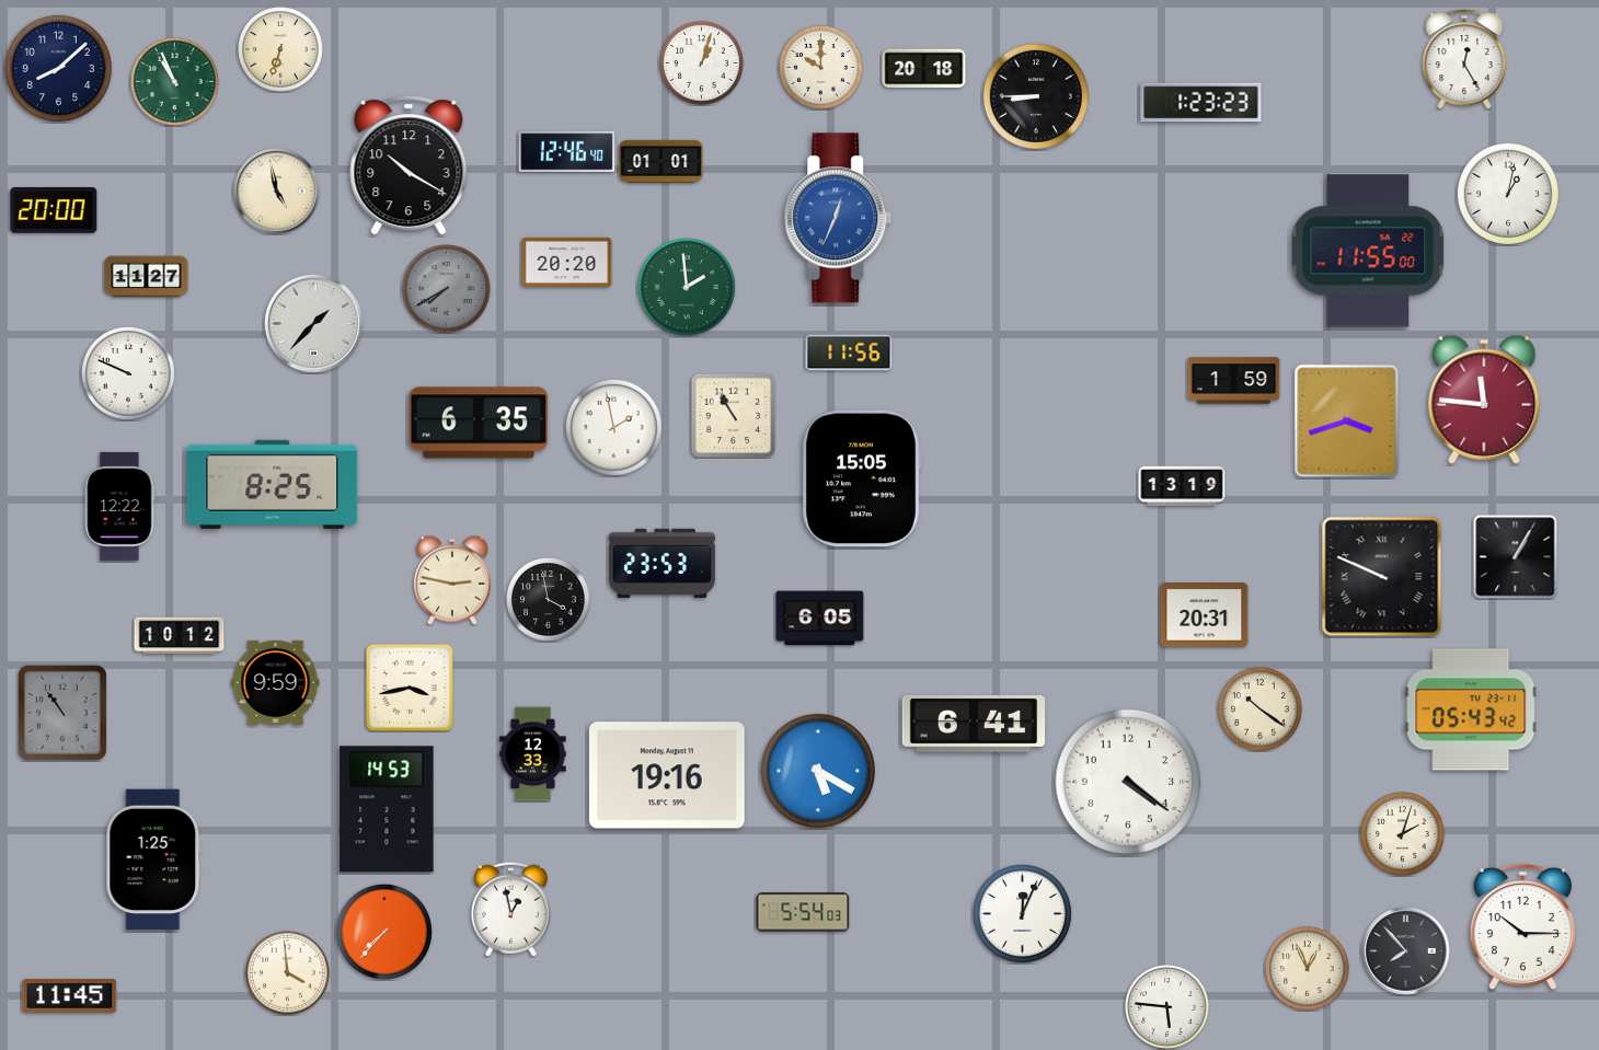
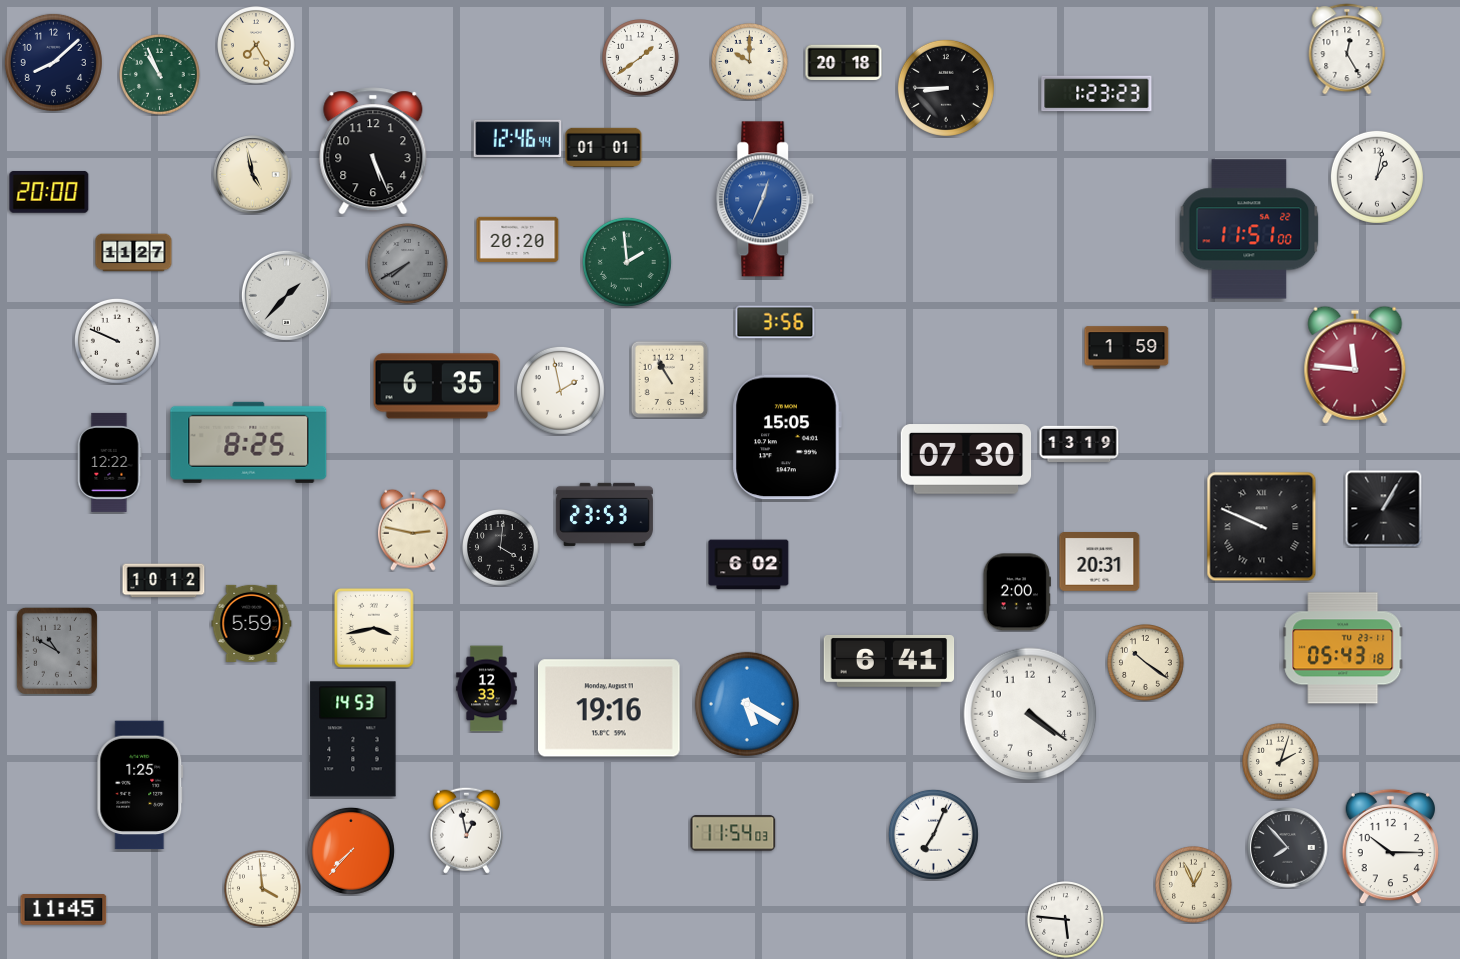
clock at (281, 50): 6:33 -> 7:25
clock at (1464, 59) position: (1464, 59) -> (1347, 49)
clock at (702, 64): 1:03 -> 1:39
clock at (567, 152): 12:46:40 -> 12:46:44
clock at (409, 165): 10:20 -> 5:26
clock at (1368, 251): 11:55 -> 11:51
clock at (849, 353): 11:56 -> 3:56
clock at (1347, 422): 3:42 -> none
clock at (966, 459): none -> 07:30
clock at (549, 600): 3:58 -> 4:01
clock at (820, 619): 6:05 -> 6:02
clock at (1017, 592): none -> 2:00
clock at (276, 682): 9:59 -> 5:59
clock at (1261, 709) position: (1261, 709) -> (1146, 663)
clock at (1471, 709): 05:43:42 -> 05:43:18
clock at (62, 713): 10:54 -> 10:50
clock at (803, 912): 5:54 -> 11:54
clock at (1022, 913): 12:04 -> 7:04
clock at (1406, 951) position: (1406, 951) -> (1288, 848)
